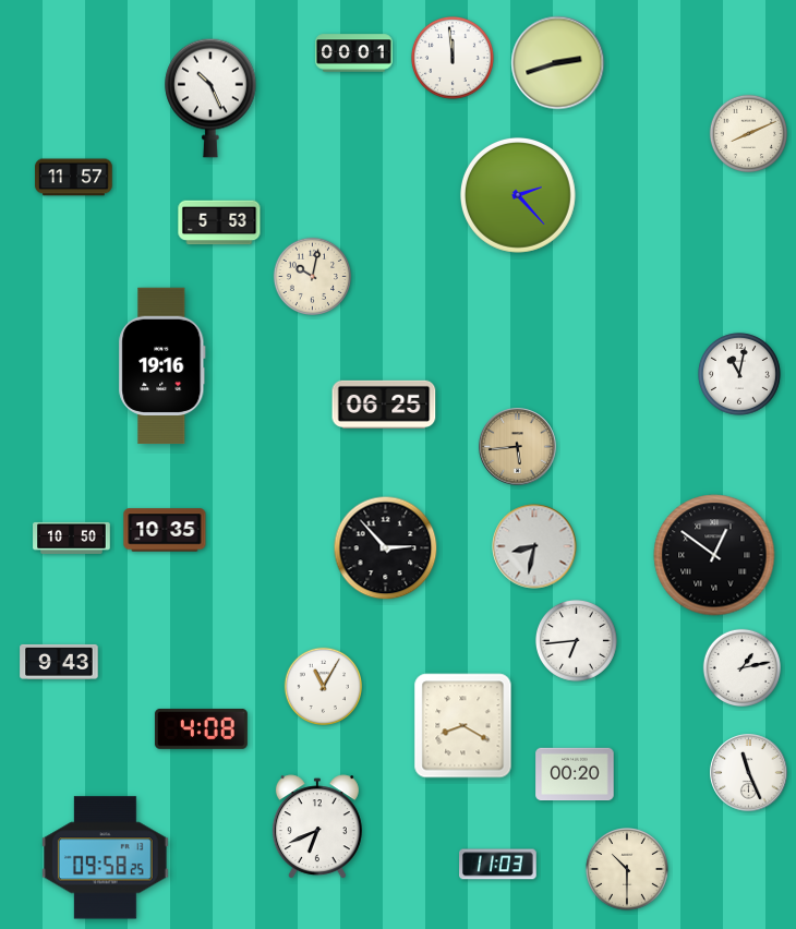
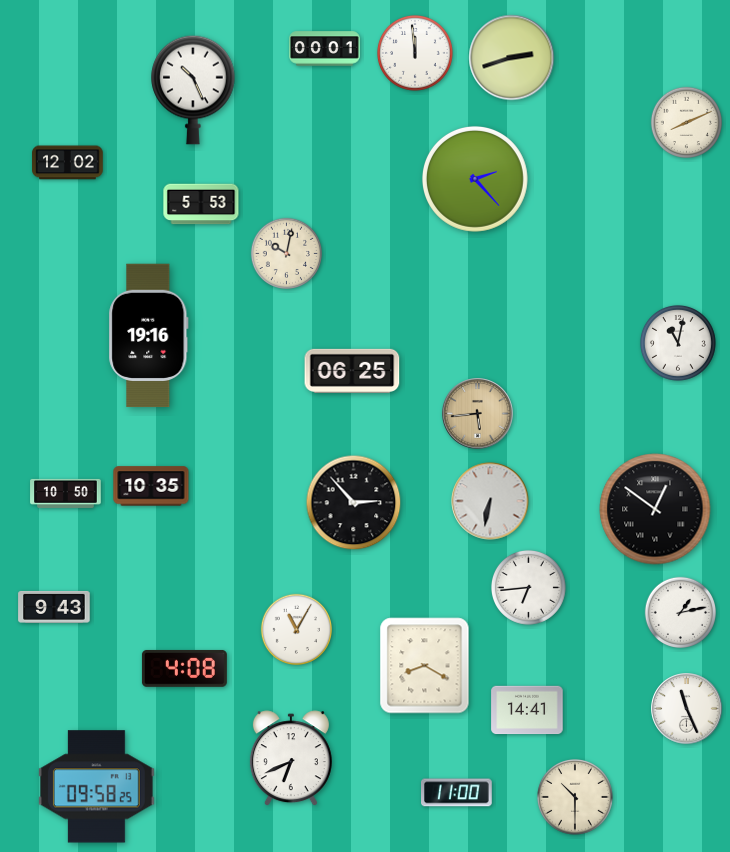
clock at (74, 178): 11:57 -> 12:02
clock at (518, 447) position: (518, 447) -> (478, 414)
clock at (534, 546): 8:32 -> 6:32
clock at (575, 774): 00:20 -> 14:41
clock at (498, 865): 11:03 -> 11:00
